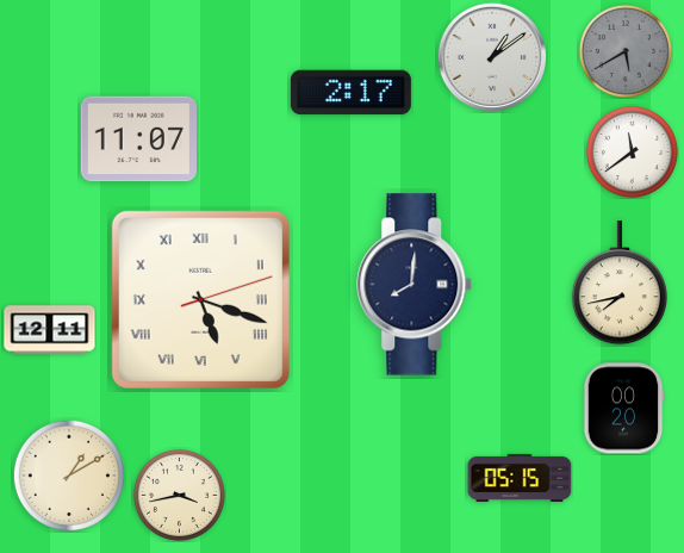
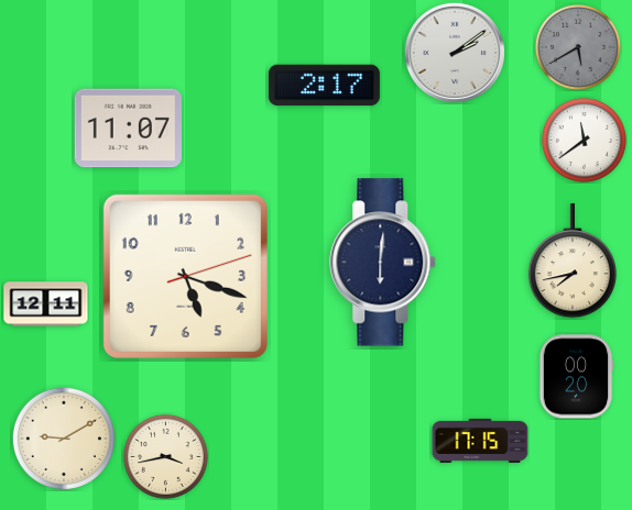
clock at (492, 57): 1:09 -> 2:09
clock at (415, 285): 8:01 -> 6:01
clock at (200, 299) numerals: Roman -> Arabic
clock at (69, 476): 1:10 -> 9:10
clock at (520, 478): 05:15 -> 17:15
